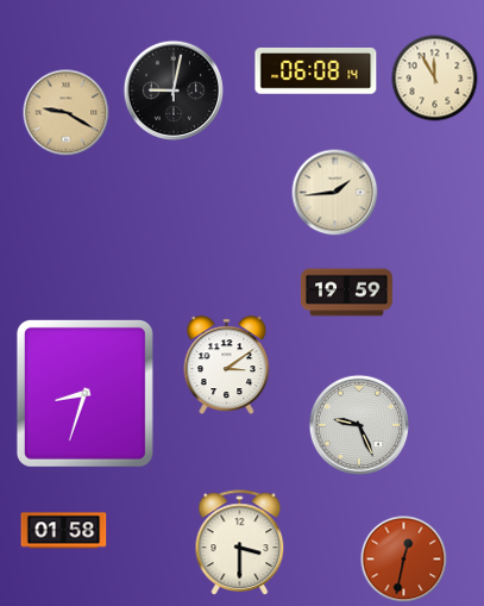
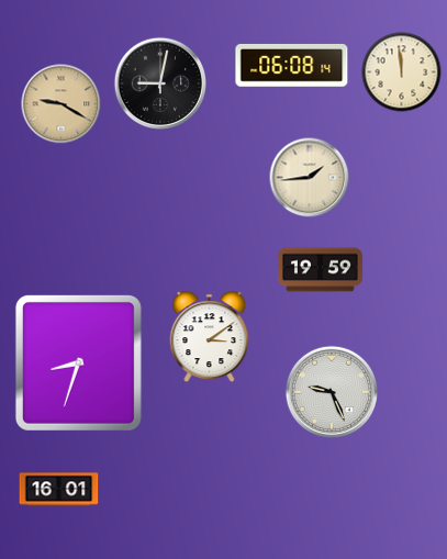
clock at (435, 79): 11:55 -> 11:59
clock at (64, 531): 01:58 -> 16:01
clock at (240, 543): 3:30 -> none
clock at (404, 560): 12:32 -> none
